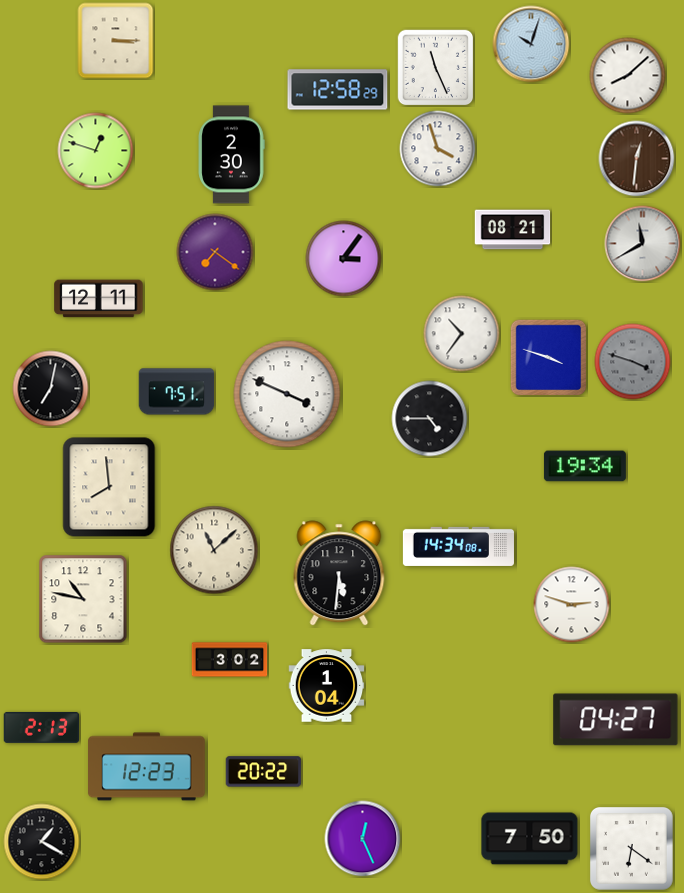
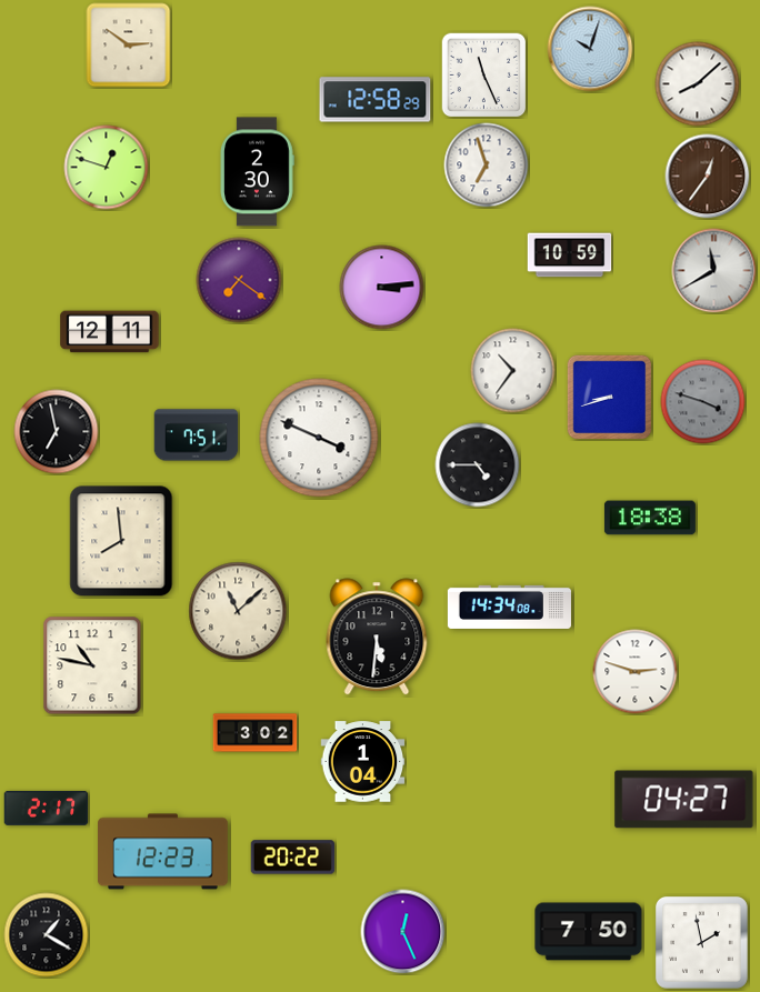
clock at (116, 41): 3:15 -> 2:51
clock at (438, 149): 3:57 -> 6:57
clock at (637, 159): 12:31 -> 12:36
clock at (513, 230): 08:21 -> 10:59
clock at (344, 259): 3:06 -> 3:14
clock at (548, 357): 3:48 -> 8:42
clock at (51, 389): 7:02 -> 6:58
clock at (585, 466): 19:34 -> 18:38
clock at (42, 727): 2:13 -> 2:17
clock at (632, 849): 6:21 -> 1:58
